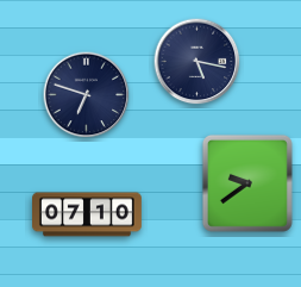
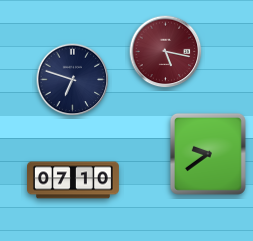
clock at (197, 62) dial: navy -> burgundy
